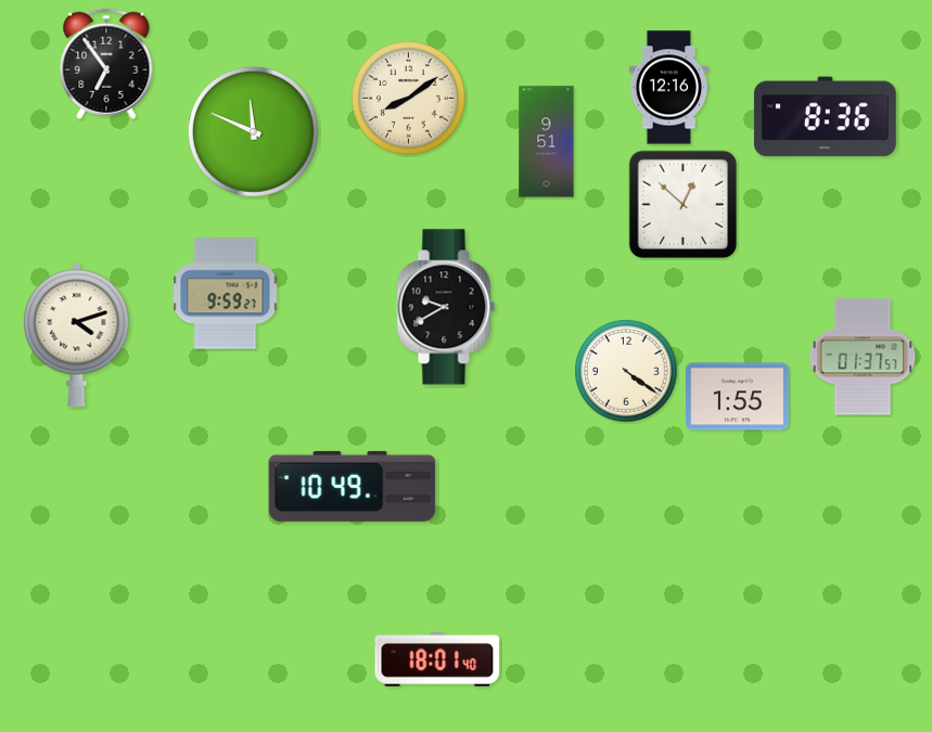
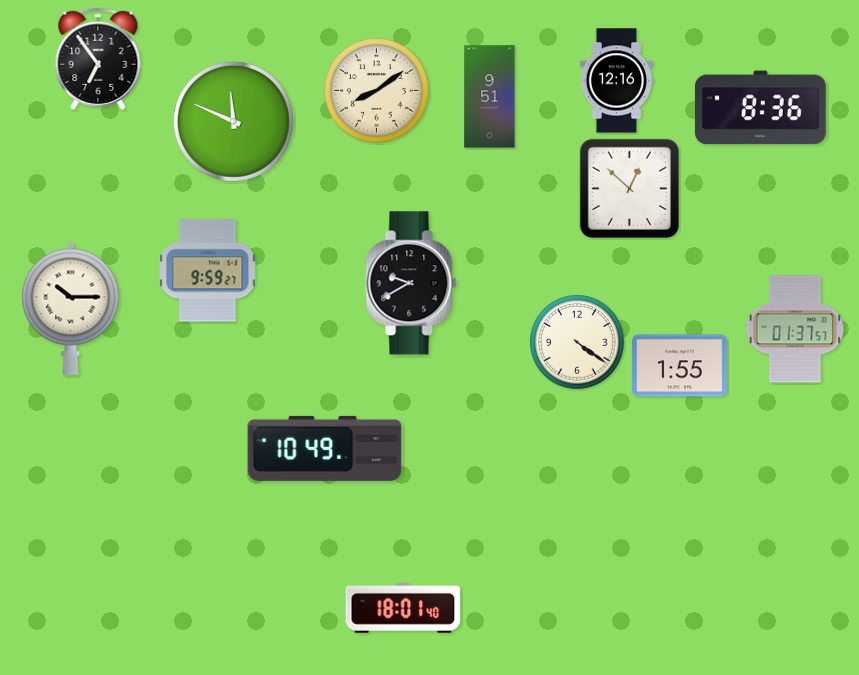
clock at (547, 142) position: (547, 142) -> (490, 97)
clock at (77, 334): 4:12 -> 10:15
